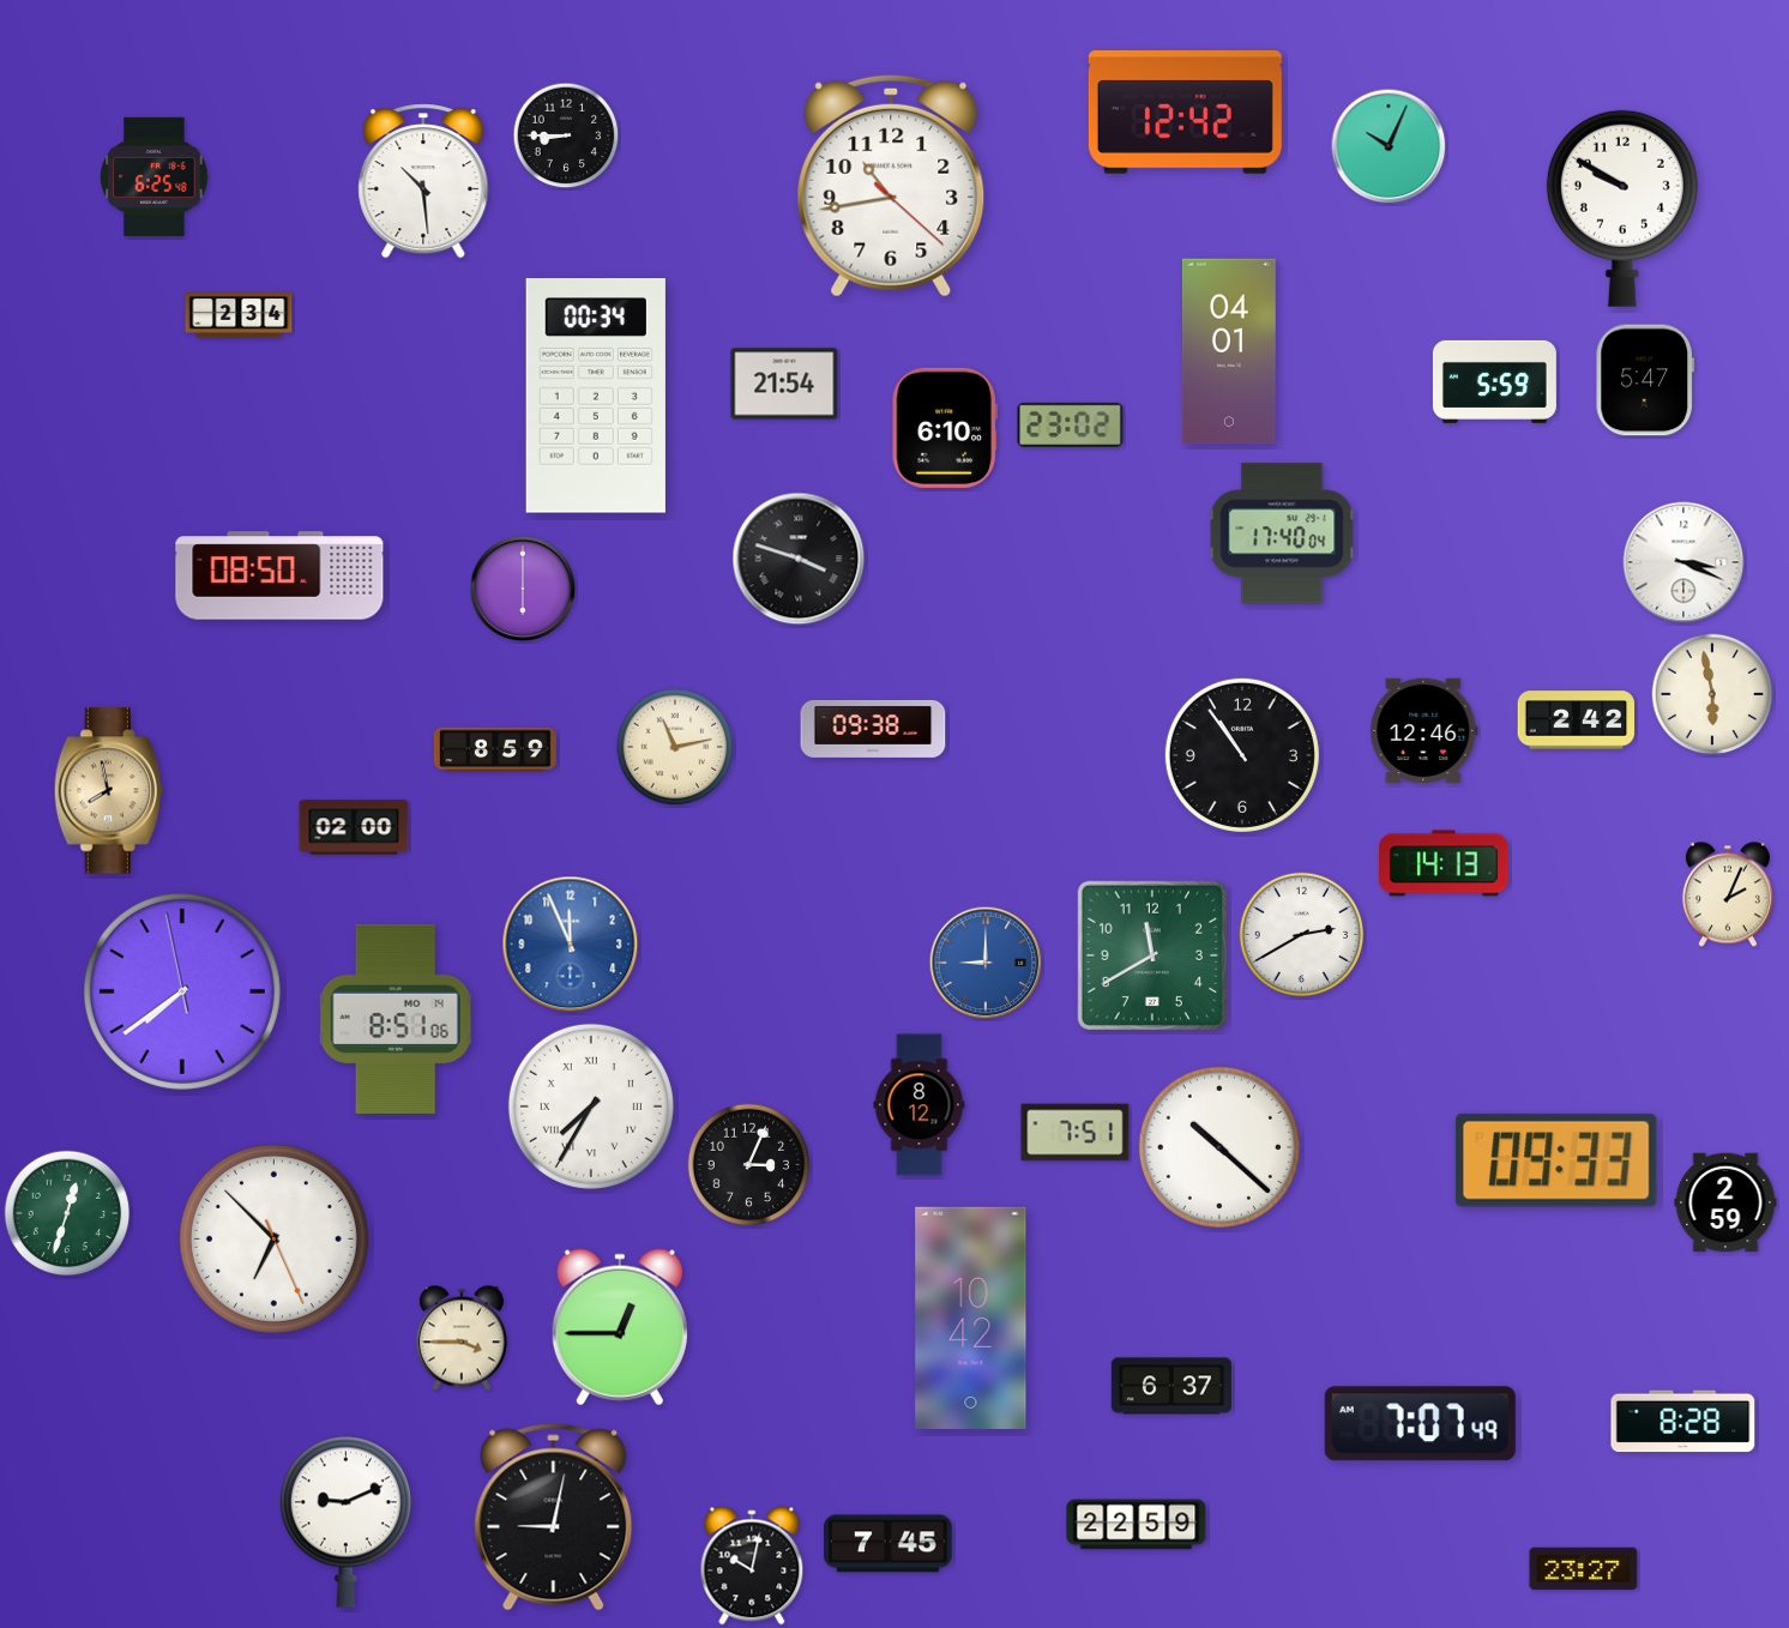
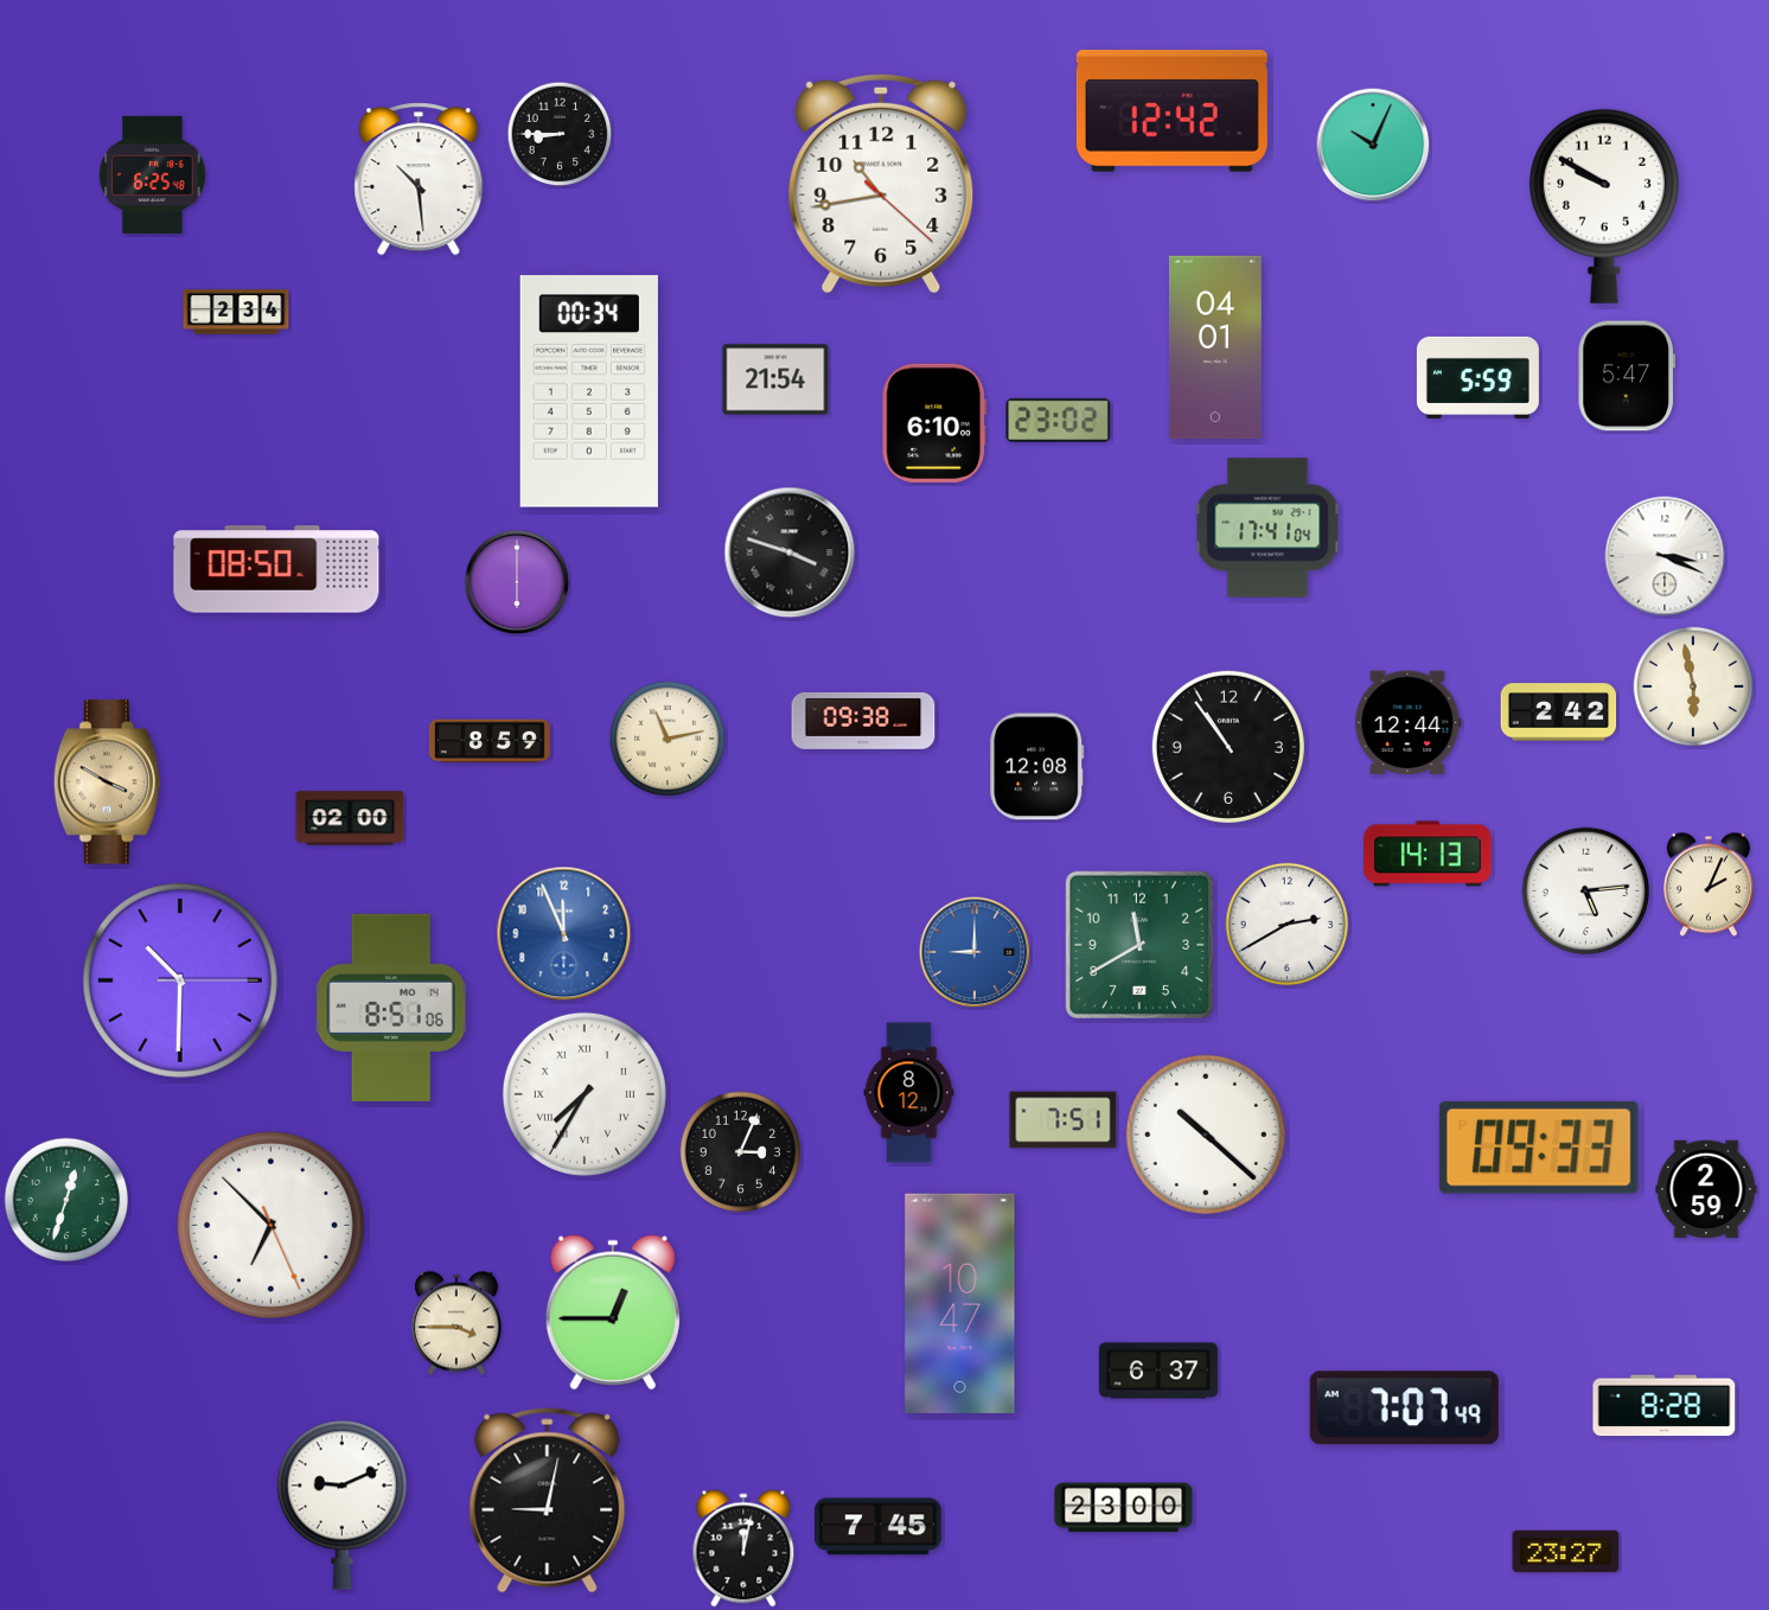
clock at (1282, 533): 17:40 -> 17:41
clock at (1424, 731): 12:46 -> 12:44
clock at (1037, 767): none -> 12:08
clock at (108, 791): 7:58 -> 3:50
clock at (1586, 892): none -> 5:14
clock at (182, 991): 7:38 -> 10:30
clock at (971, 1318): 10:42 -> 10:47
clock at (1137, 1525): 22:59 -> 23:00
clock at (752, 1566): 10:02 -> 12:02
